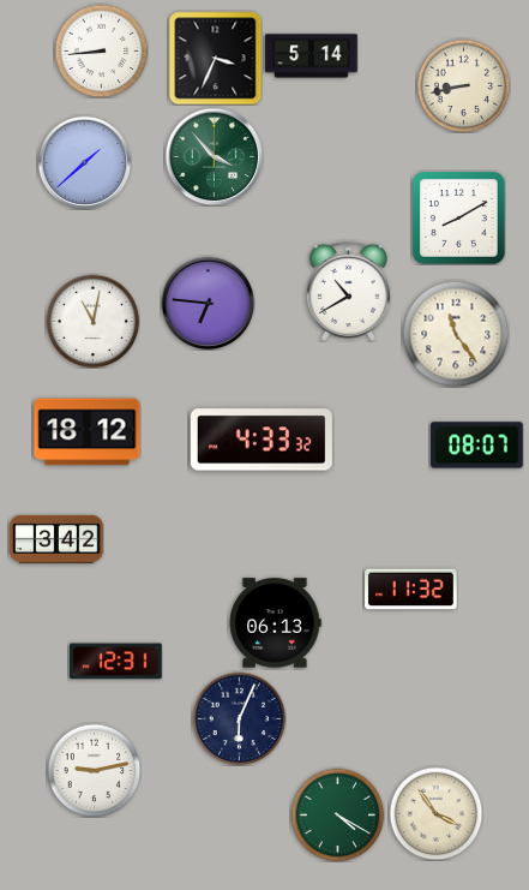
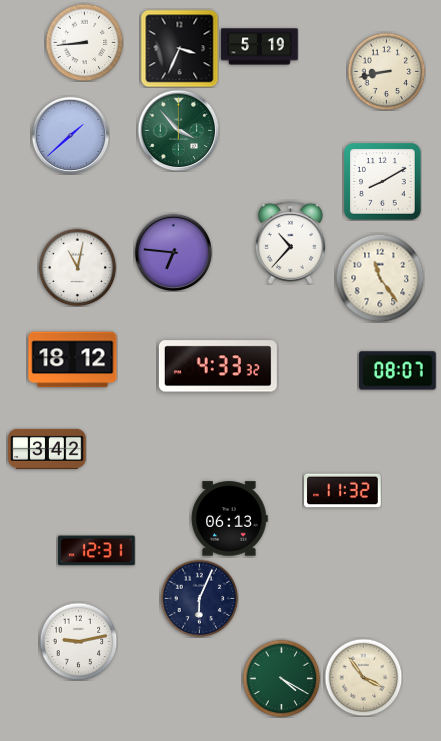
clock at (312, 56): 5:14 -> 5:19
clock at (348, 291): 10:40 -> 10:37
